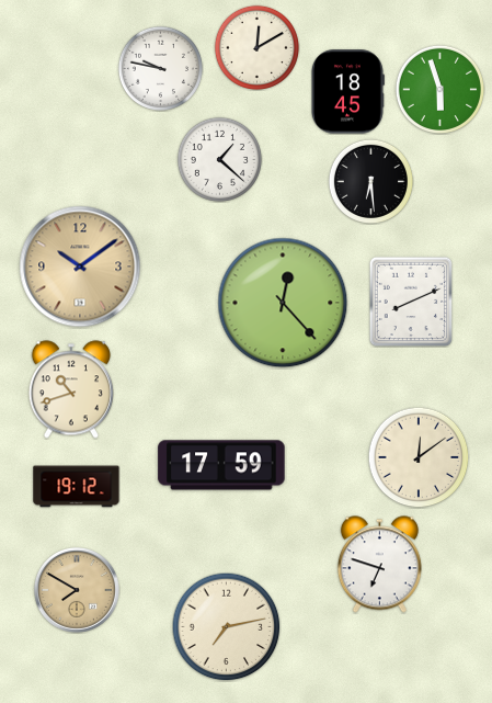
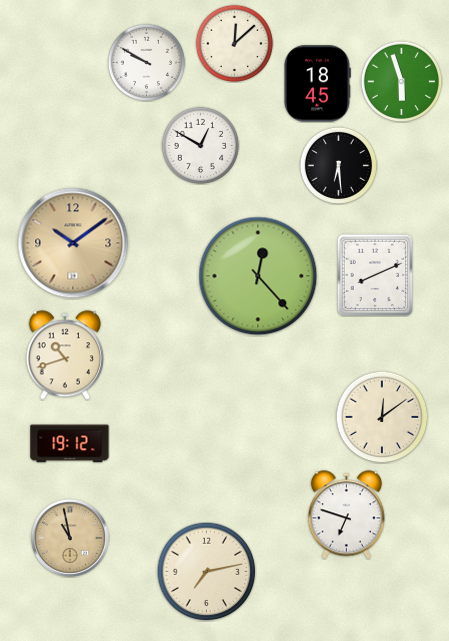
clock at (256, 47): 12:10 -> 12:08
clock at (160, 68): 9:47 -> 9:50
clock at (219, 159): 1:22 -> 12:50
clock at (221, 465): 17:59 -> none
clock at (77, 590): 7:50 -> 10:58
